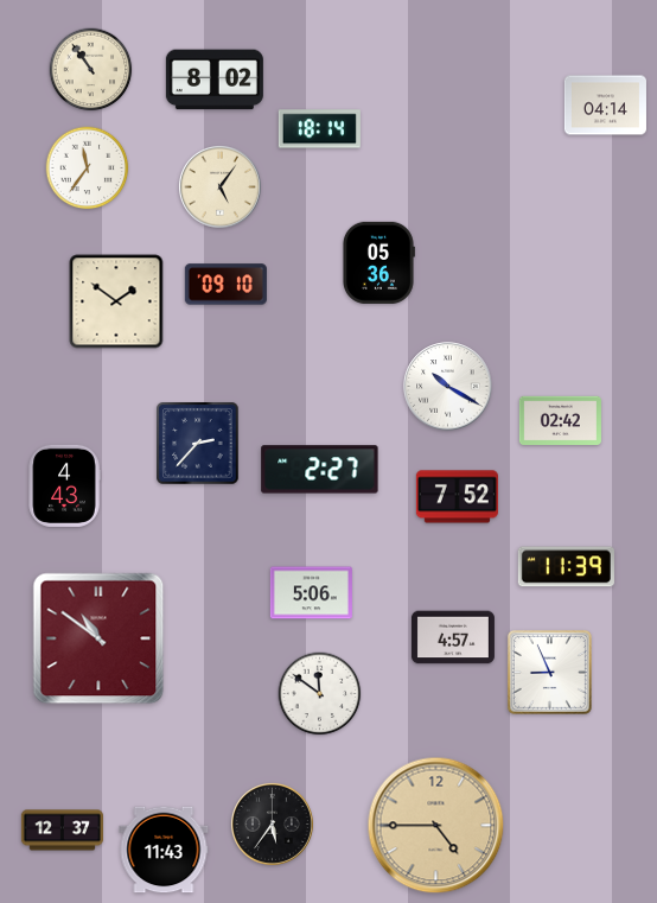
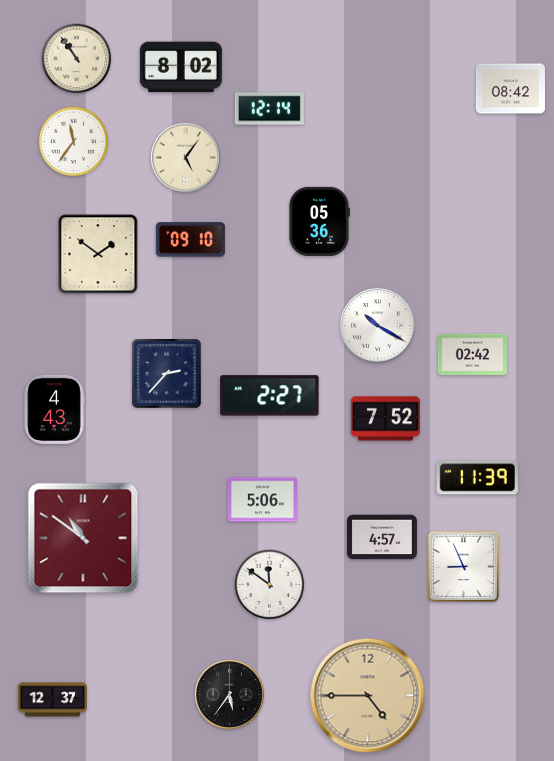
clock at (605, 106): 04:14 -> 08:42
clock at (319, 129): 18:14 -> 12:14
clock at (164, 850): 11:43 -> none
